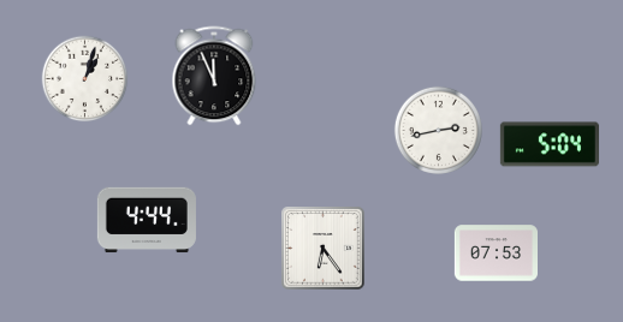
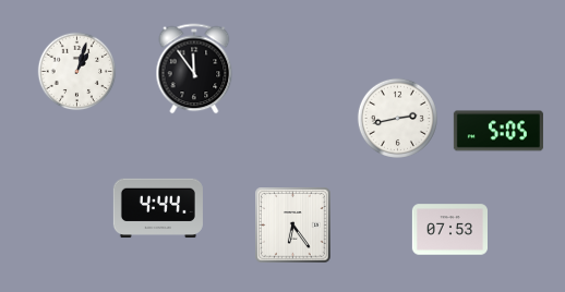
clock at (214, 76): 11:56 -> 11:54
clock at (550, 144): 5:04 -> 5:05
clock at (147, 220) position: (147, 220) -> (158, 208)
